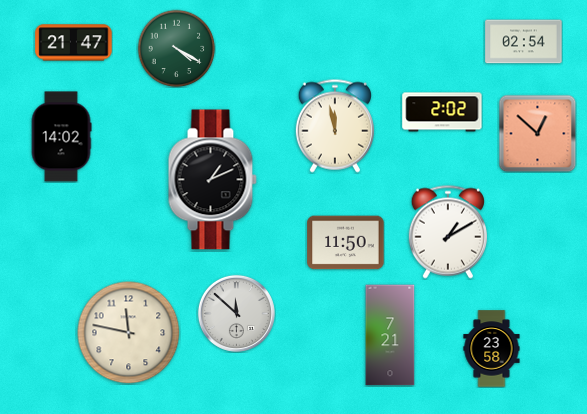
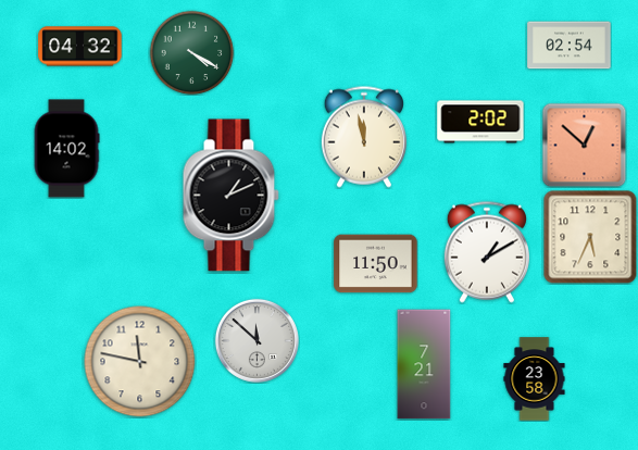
clock at (74, 43): 21:47 -> 04:32
clock at (590, 237): none -> 5:34
